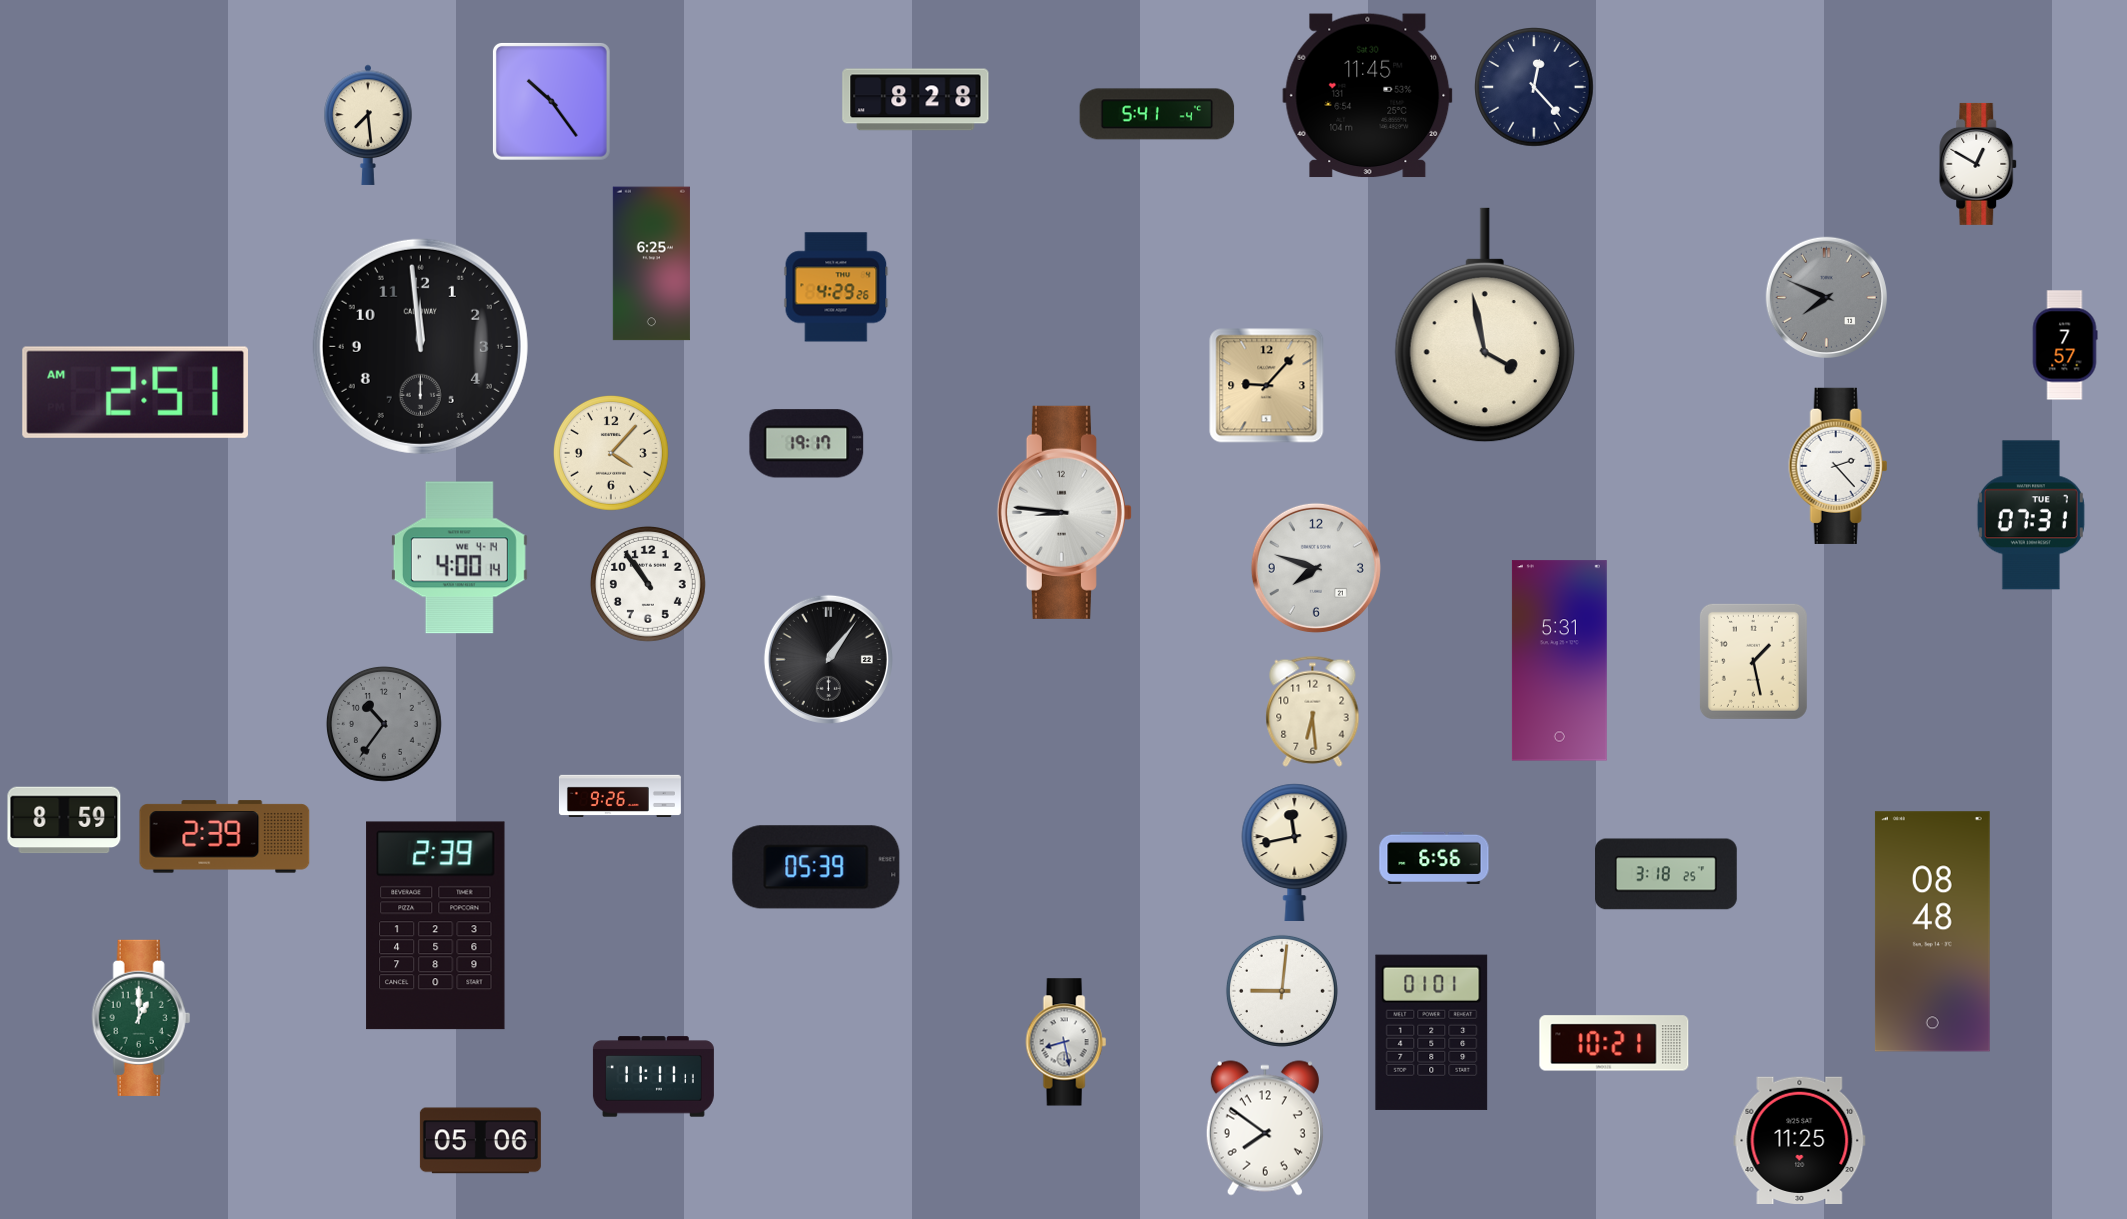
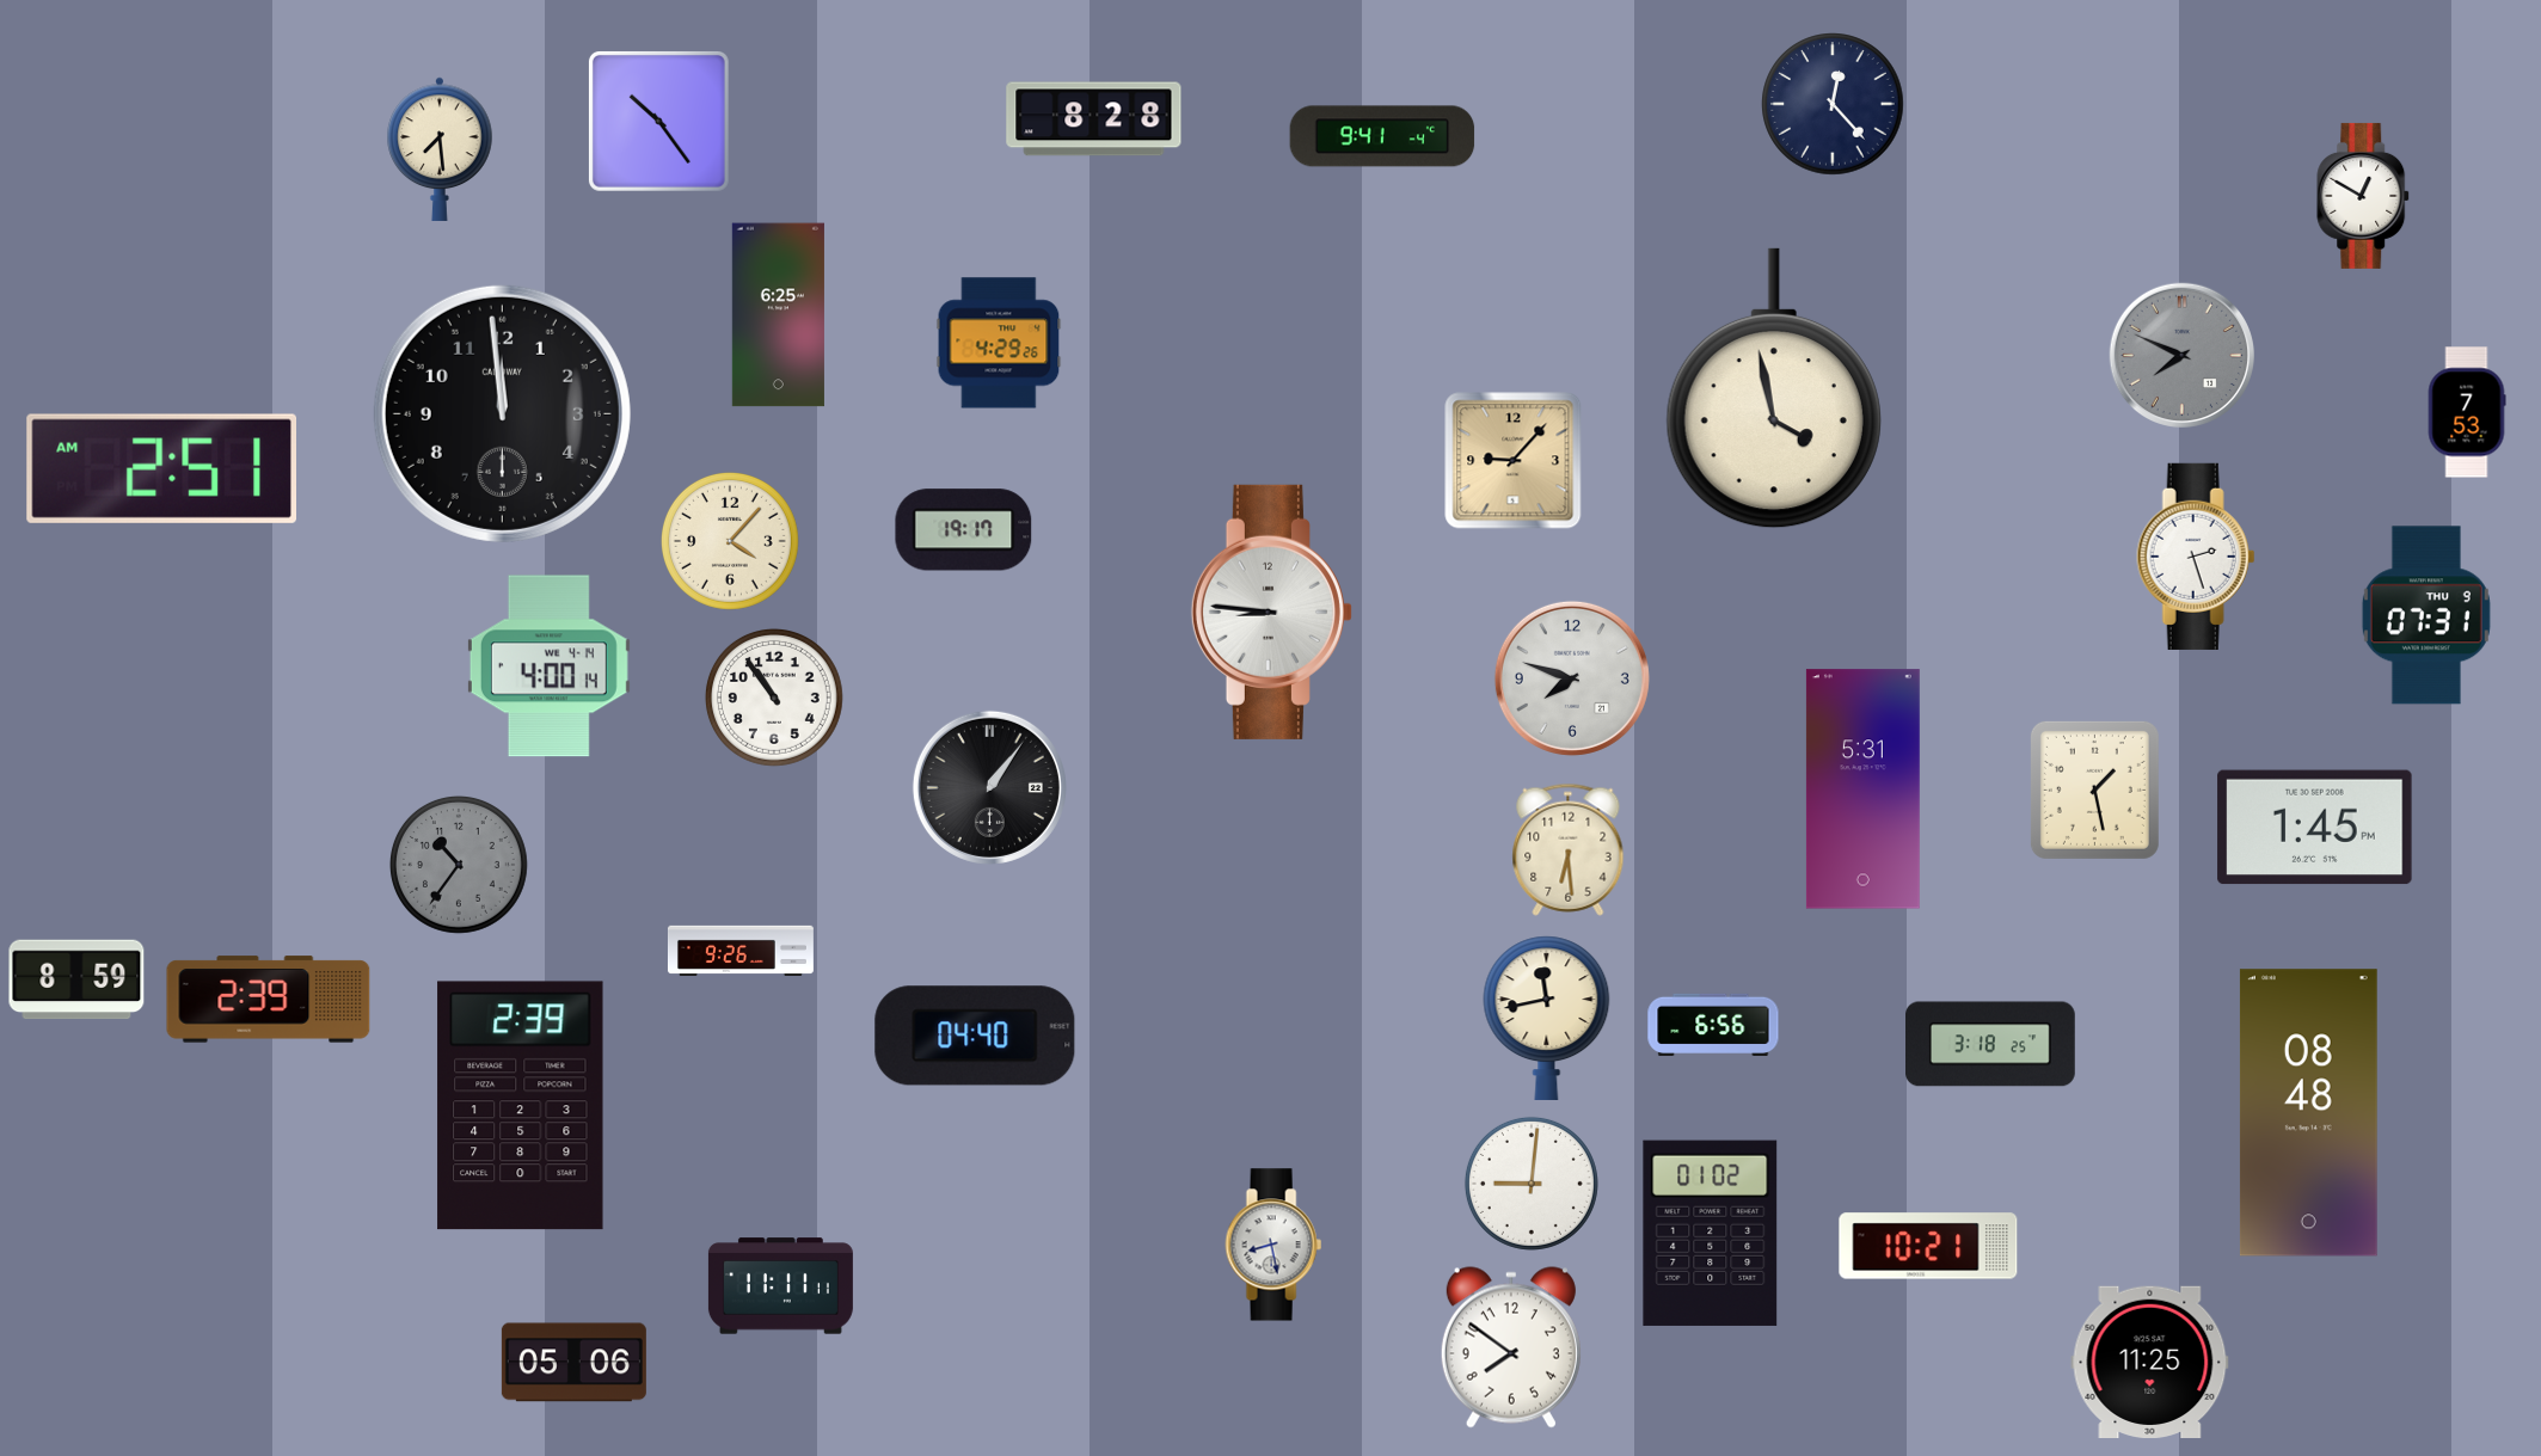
clock at (1368, 96): 11:45 -> none
clock at (1157, 114): 5:41 -> 9:41
clock at (2065, 345): 7:57 -> 7:53
clock at (1838, 466): 2:23 -> 2:27
clock at (2031, 515) date: TUE 7 -> THU 9
clock at (2315, 828): none -> 1:45
clock at (816, 867): 05:39 -> 04:40
clock at (141, 1018): 1:00 -> none
clock at (1432, 1032): 01:01 -> 01:02
